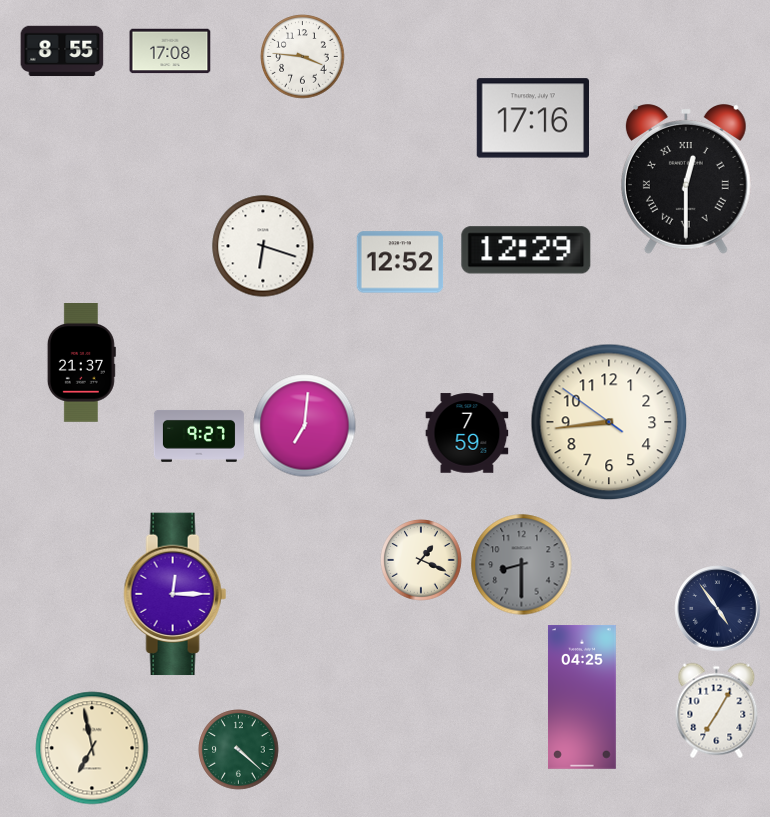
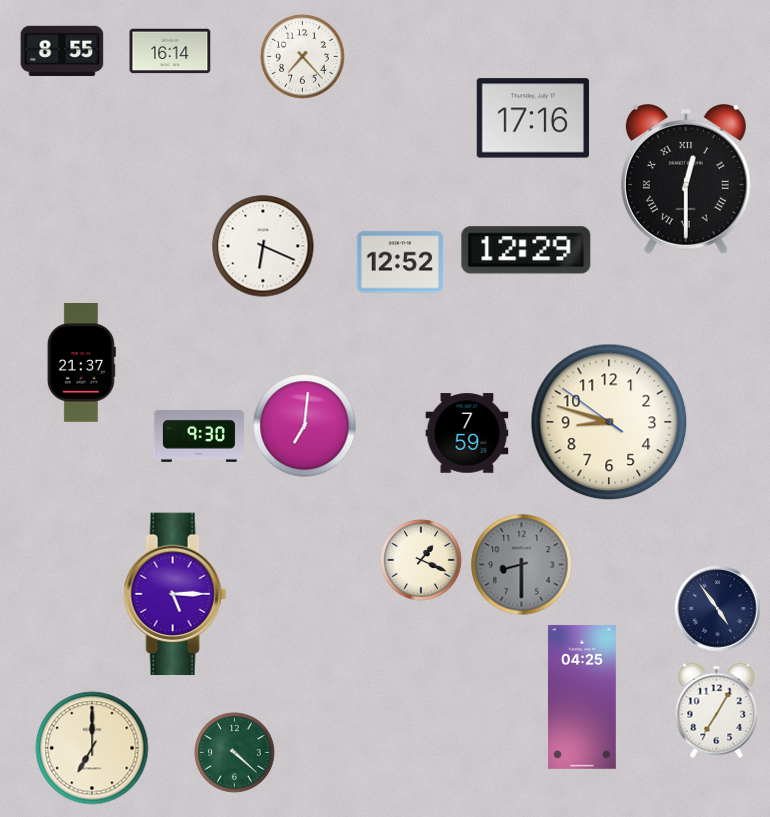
clock at (170, 51): 17:08 -> 16:14
clock at (303, 57): 3:46 -> 7:23
clock at (263, 246): 6:18 -> 6:19
clock at (609, 422): 8:43 -> 8:47
clock at (199, 436): 9:27 -> 9:30
clock at (175, 594): 12:15 -> 5:15
clock at (92, 748): 6:58 -> 7:00
clock at (239, 750) position: (239, 750) -> (235, 753)
